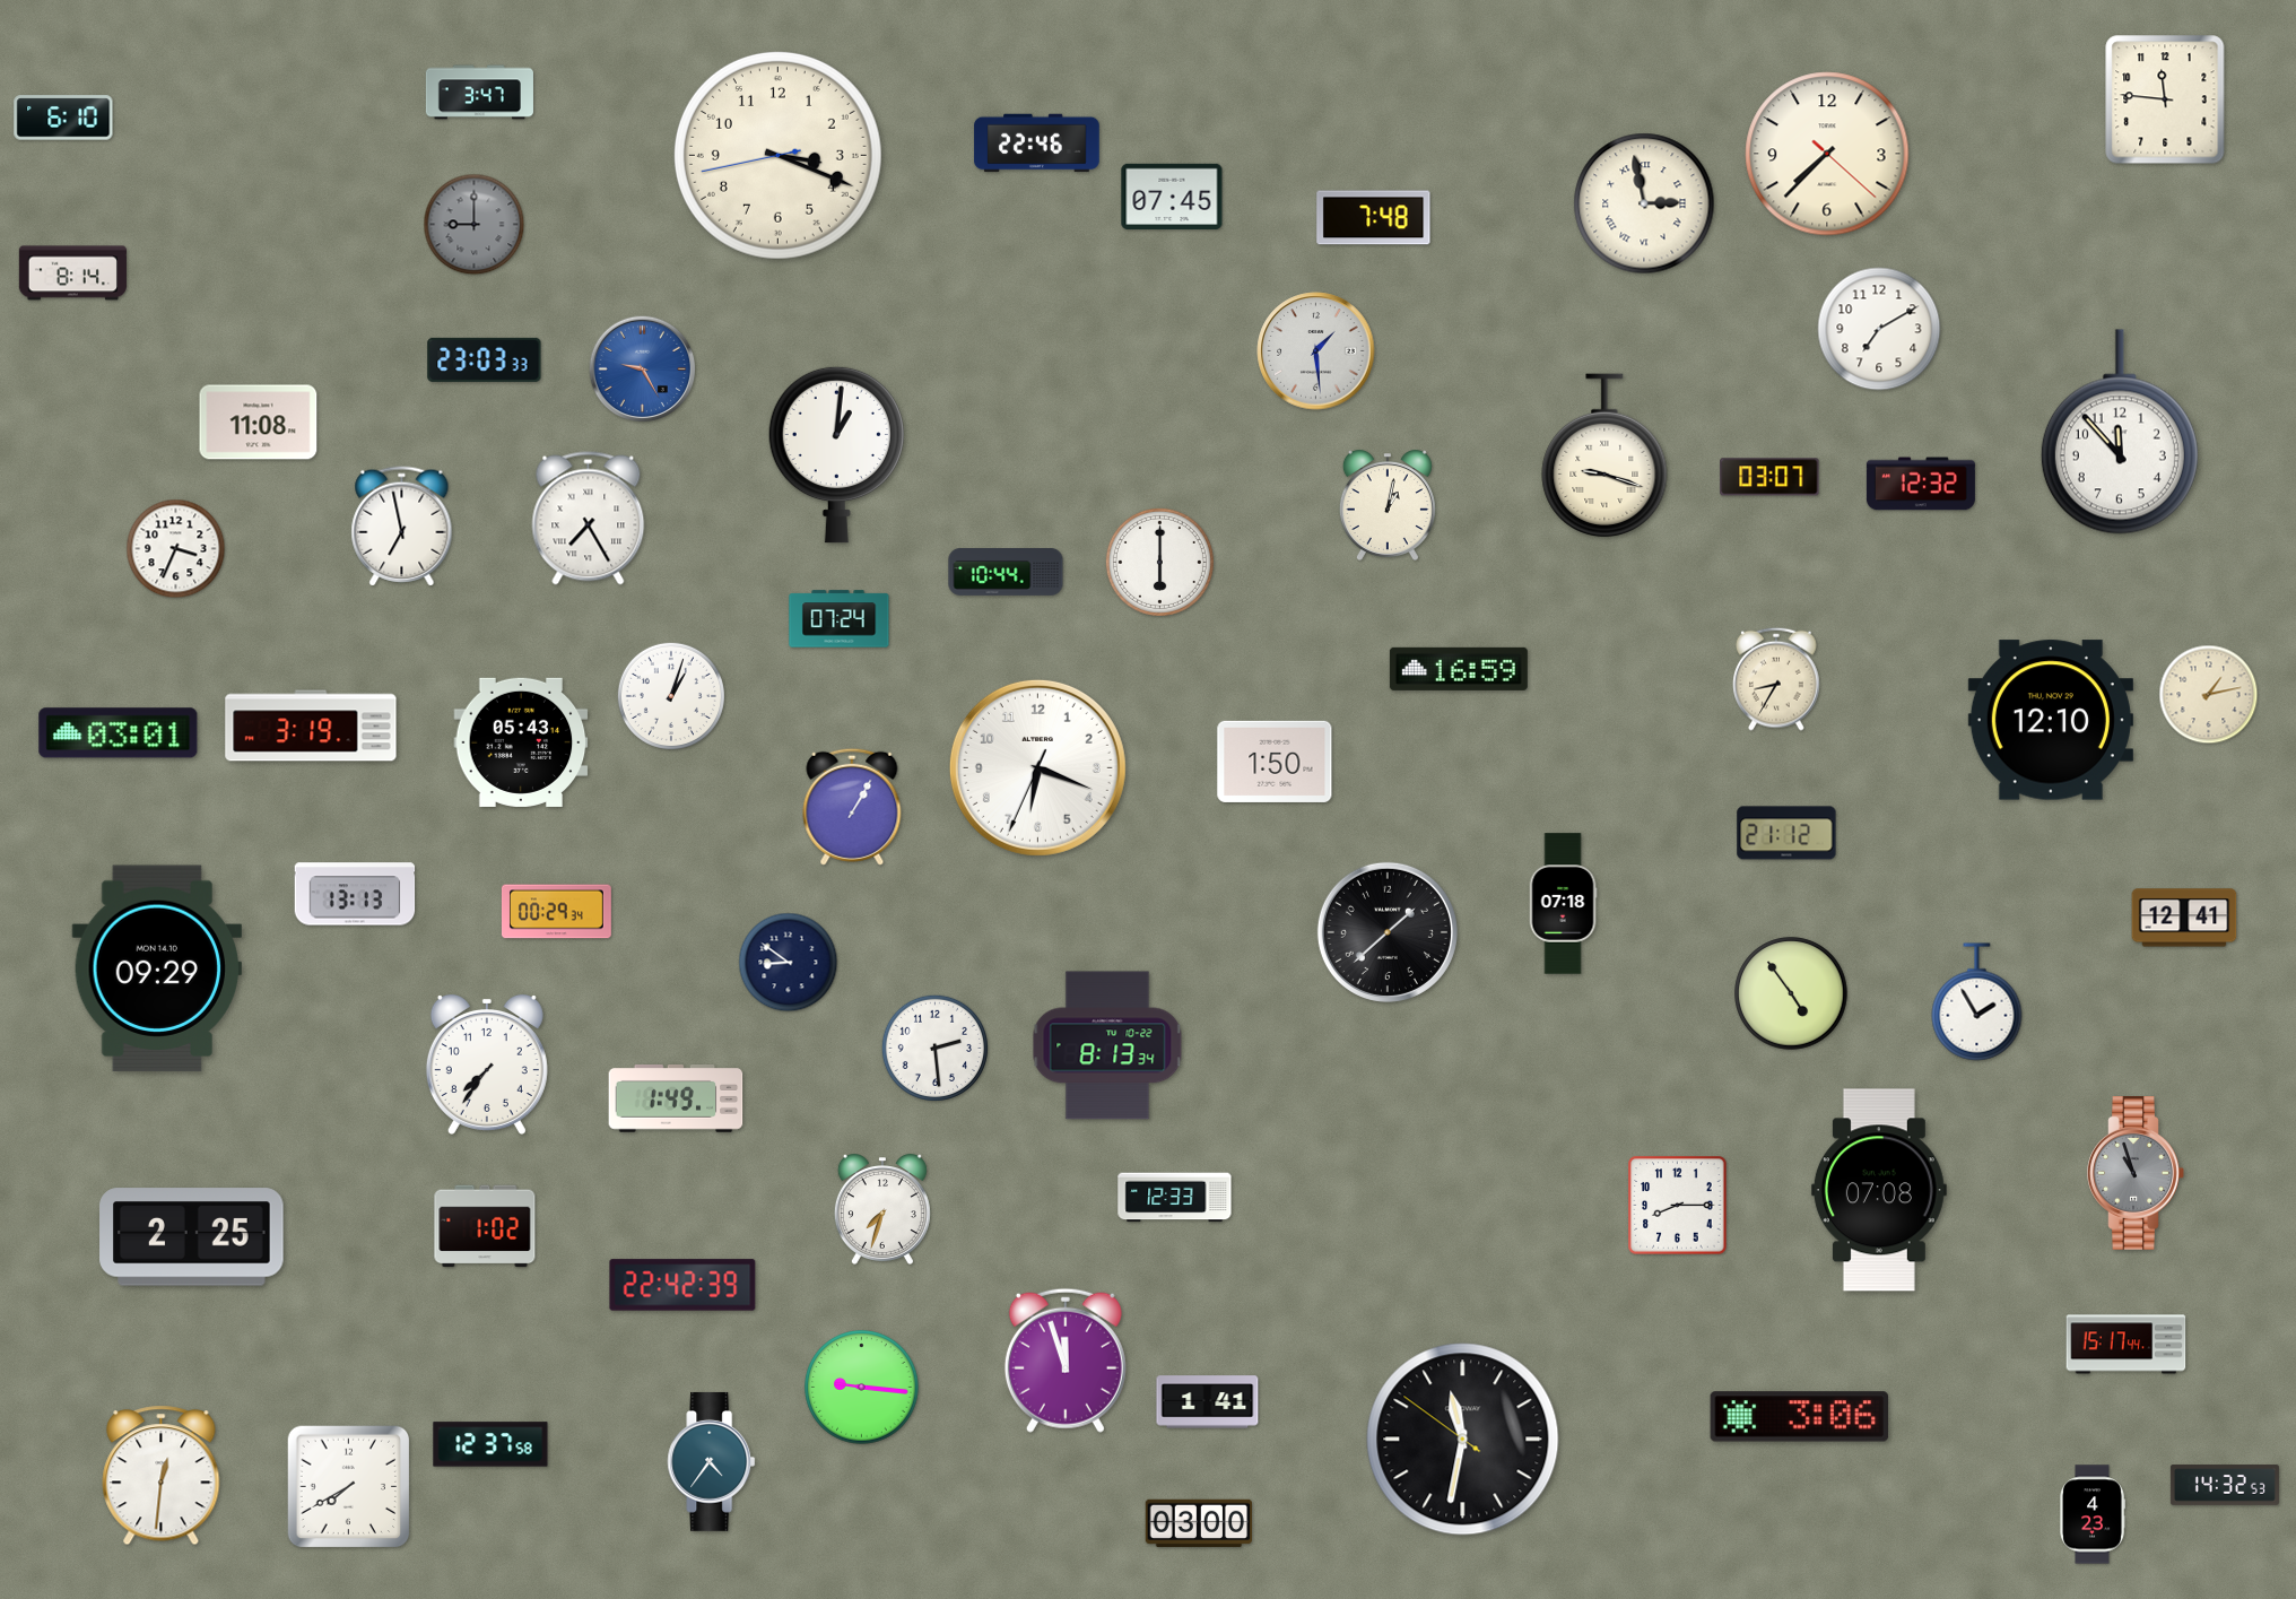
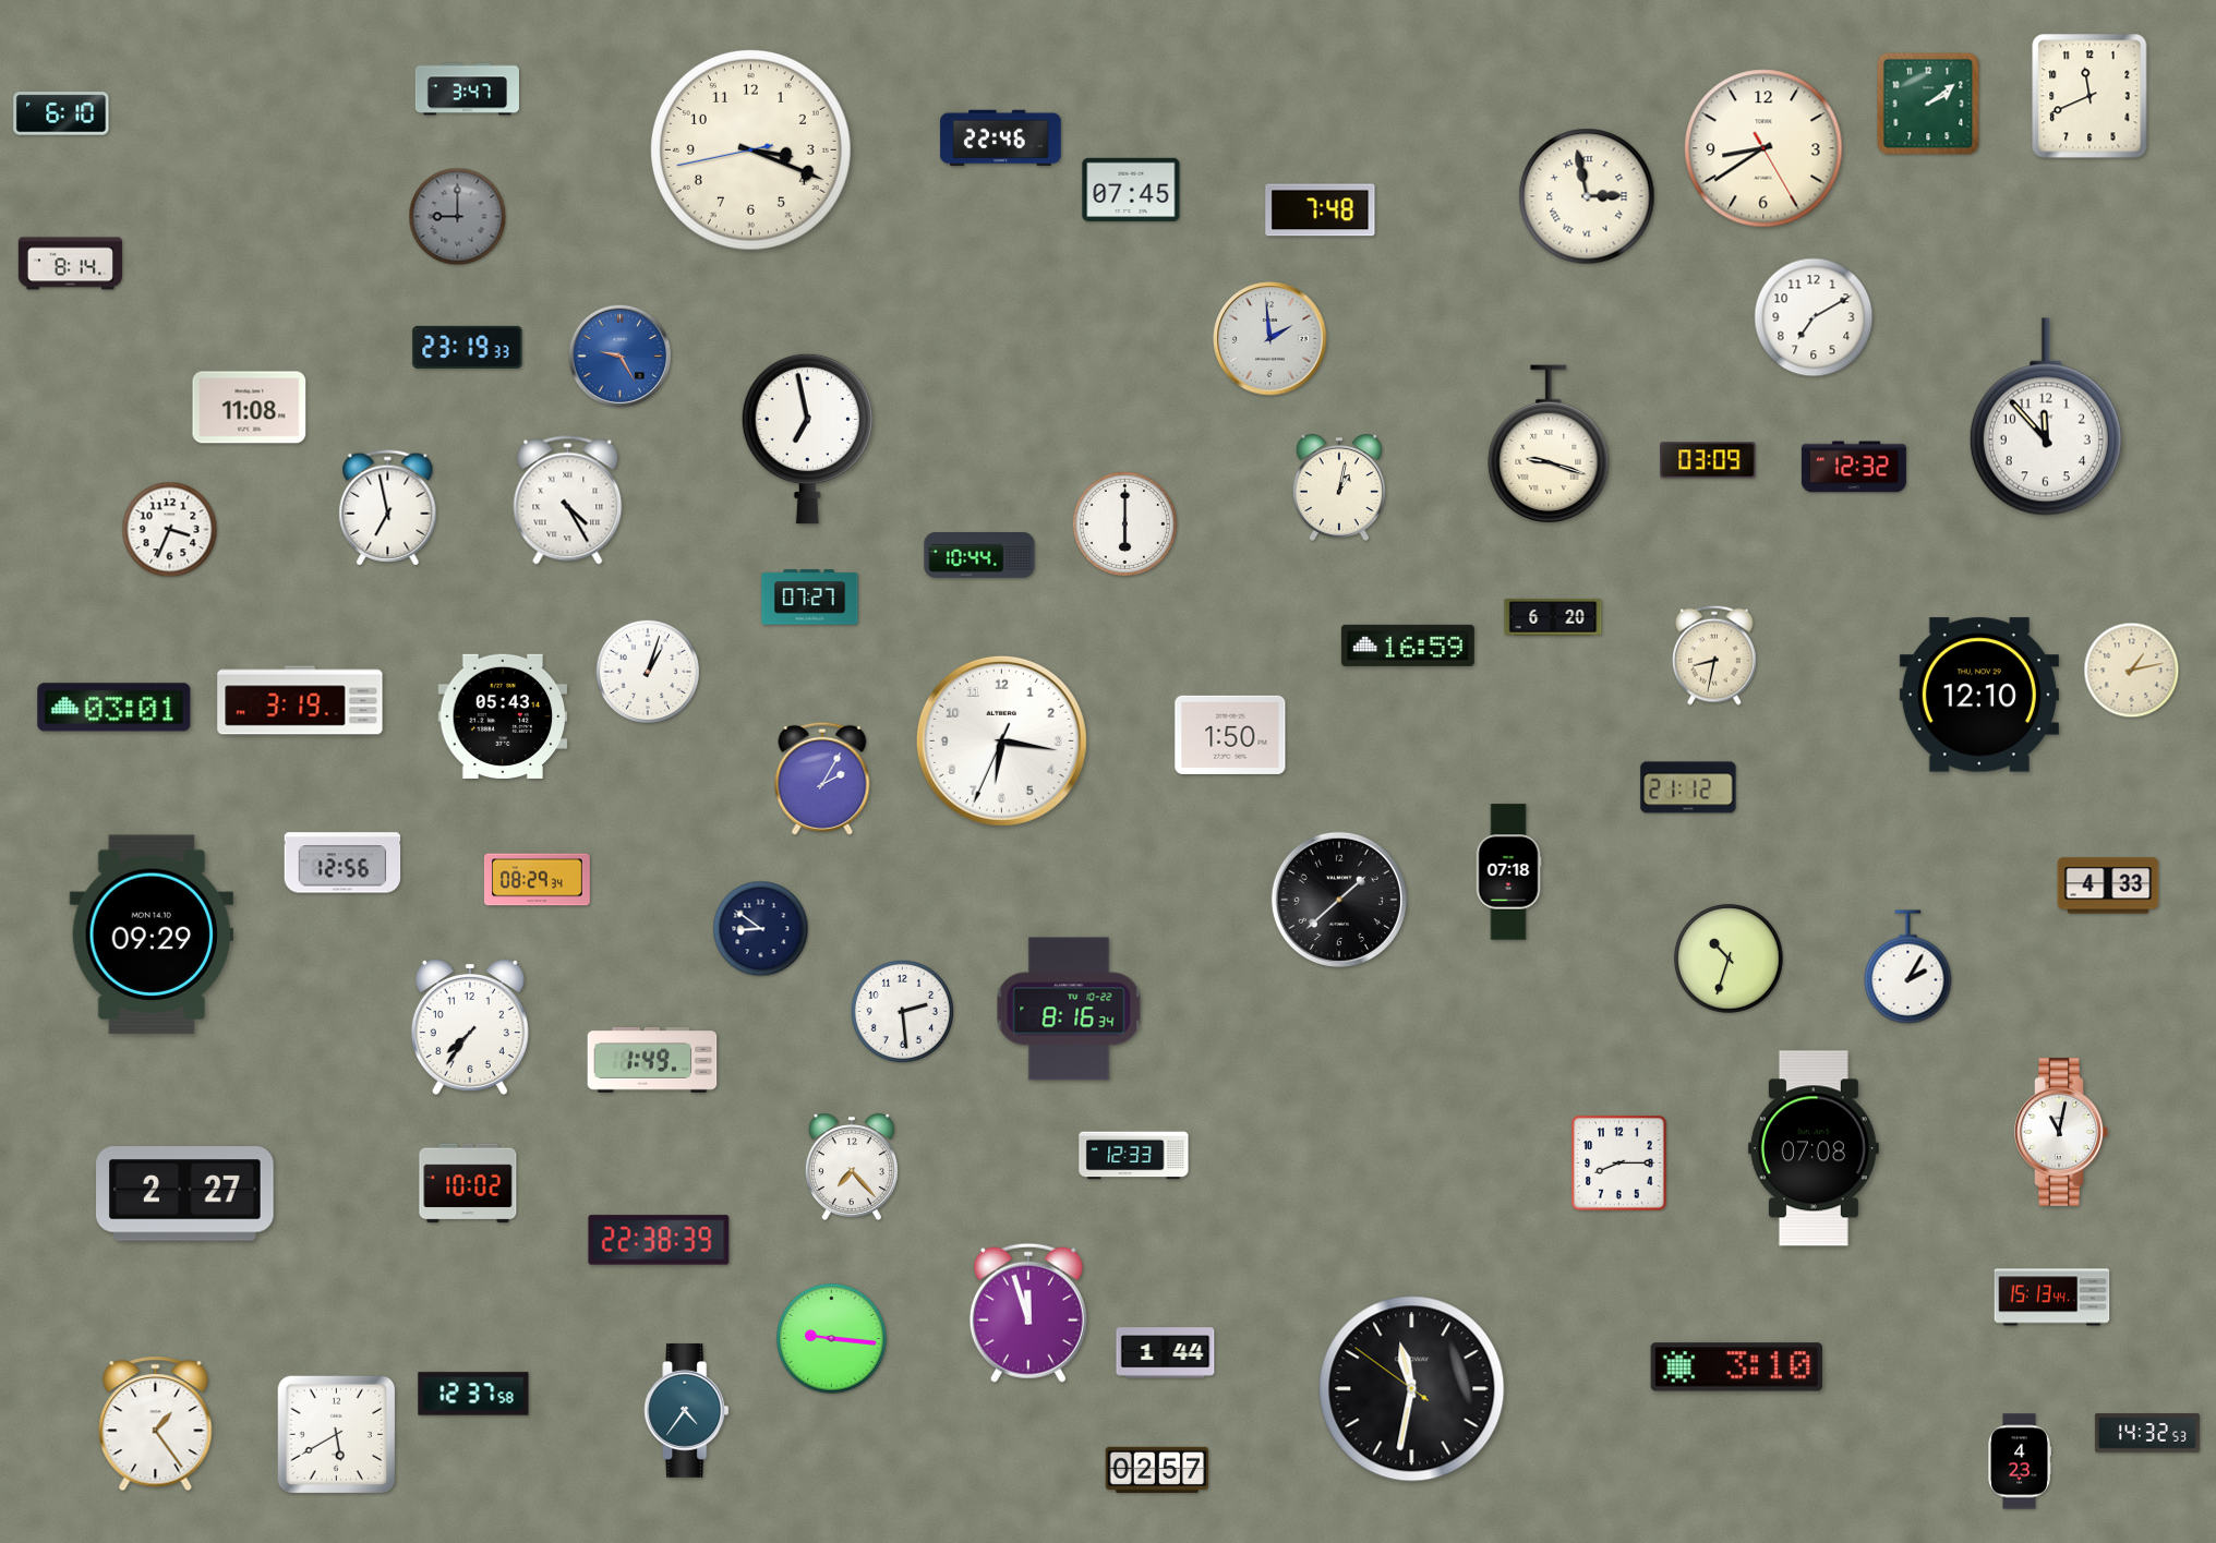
clock at (479, 93) position: (479, 93) -> (467, 89)
clock at (2165, 99): 11:46 -> 11:41
clock at (1928, 104): none -> 2:09
clock at (1827, 154): 7:37 -> 8:39
clock at (1374, 218) position: (1374, 218) -> (1321, 210)
clock at (1316, 351): 1:29 -> 1:59
clock at (485, 359): 23:03 -> 23:19
clock at (836, 454): 1:01 -> 6:58
clock at (1604, 457) position: (1604, 457) -> (1549, 445)
clock at (1769, 477): 03:07 -> 03:09
clock at (589, 519): 7:25 -> 4:25
clock at (1159, 562) position: (1159, 562) -> (1124, 523)
clock at (1006, 573) position: (1006, 573) -> (979, 556)
clock at (840, 619): 07:24 -> 07:27
clock at (1553, 617): none -> 6:20
clock at (1777, 679): 8:35 -> 8:32
clock at (1037, 767): 6:18 -> 6:16
clock at (852, 807): 1:05 -> 2:05
clock at (1786, 833) position: (1786, 833) -> (1688, 787)
clock at (355, 894): 13:13 -> 12:56
clock at (556, 912): 00:29 -> 08:29
clock at (2184, 918): 12:41 -> 4:33
clock at (1791, 993): 4:54 -> 10:33
clock at (1977, 1002): 1:55 -> 2:05
clock at (1107, 1045): 8:13 -> 8:16
clock at (2136, 1174): 10:57 -> 11:02
clock at (2136, 1174) dial: grey -> white
clock at (882, 1209): 7:33 -> 7:23
clock at (485, 1226): 1:02 -> 10:02
clock at (192, 1237): 2:25 -> 2:27
clock at (682, 1285): 22:42 -> 22:38
clock at (2127, 1345): 15:17 -> 15:13
clock at (1208, 1402): 1:41 -> 1:44
clock at (1800, 1417): 3:06 -> 3:10
clock at (162, 1476): 12:31 -> 1:24
clock at (349, 1487): 7:40 -> 5:40
clock at (1198, 1523): 03:00 -> 02:57
